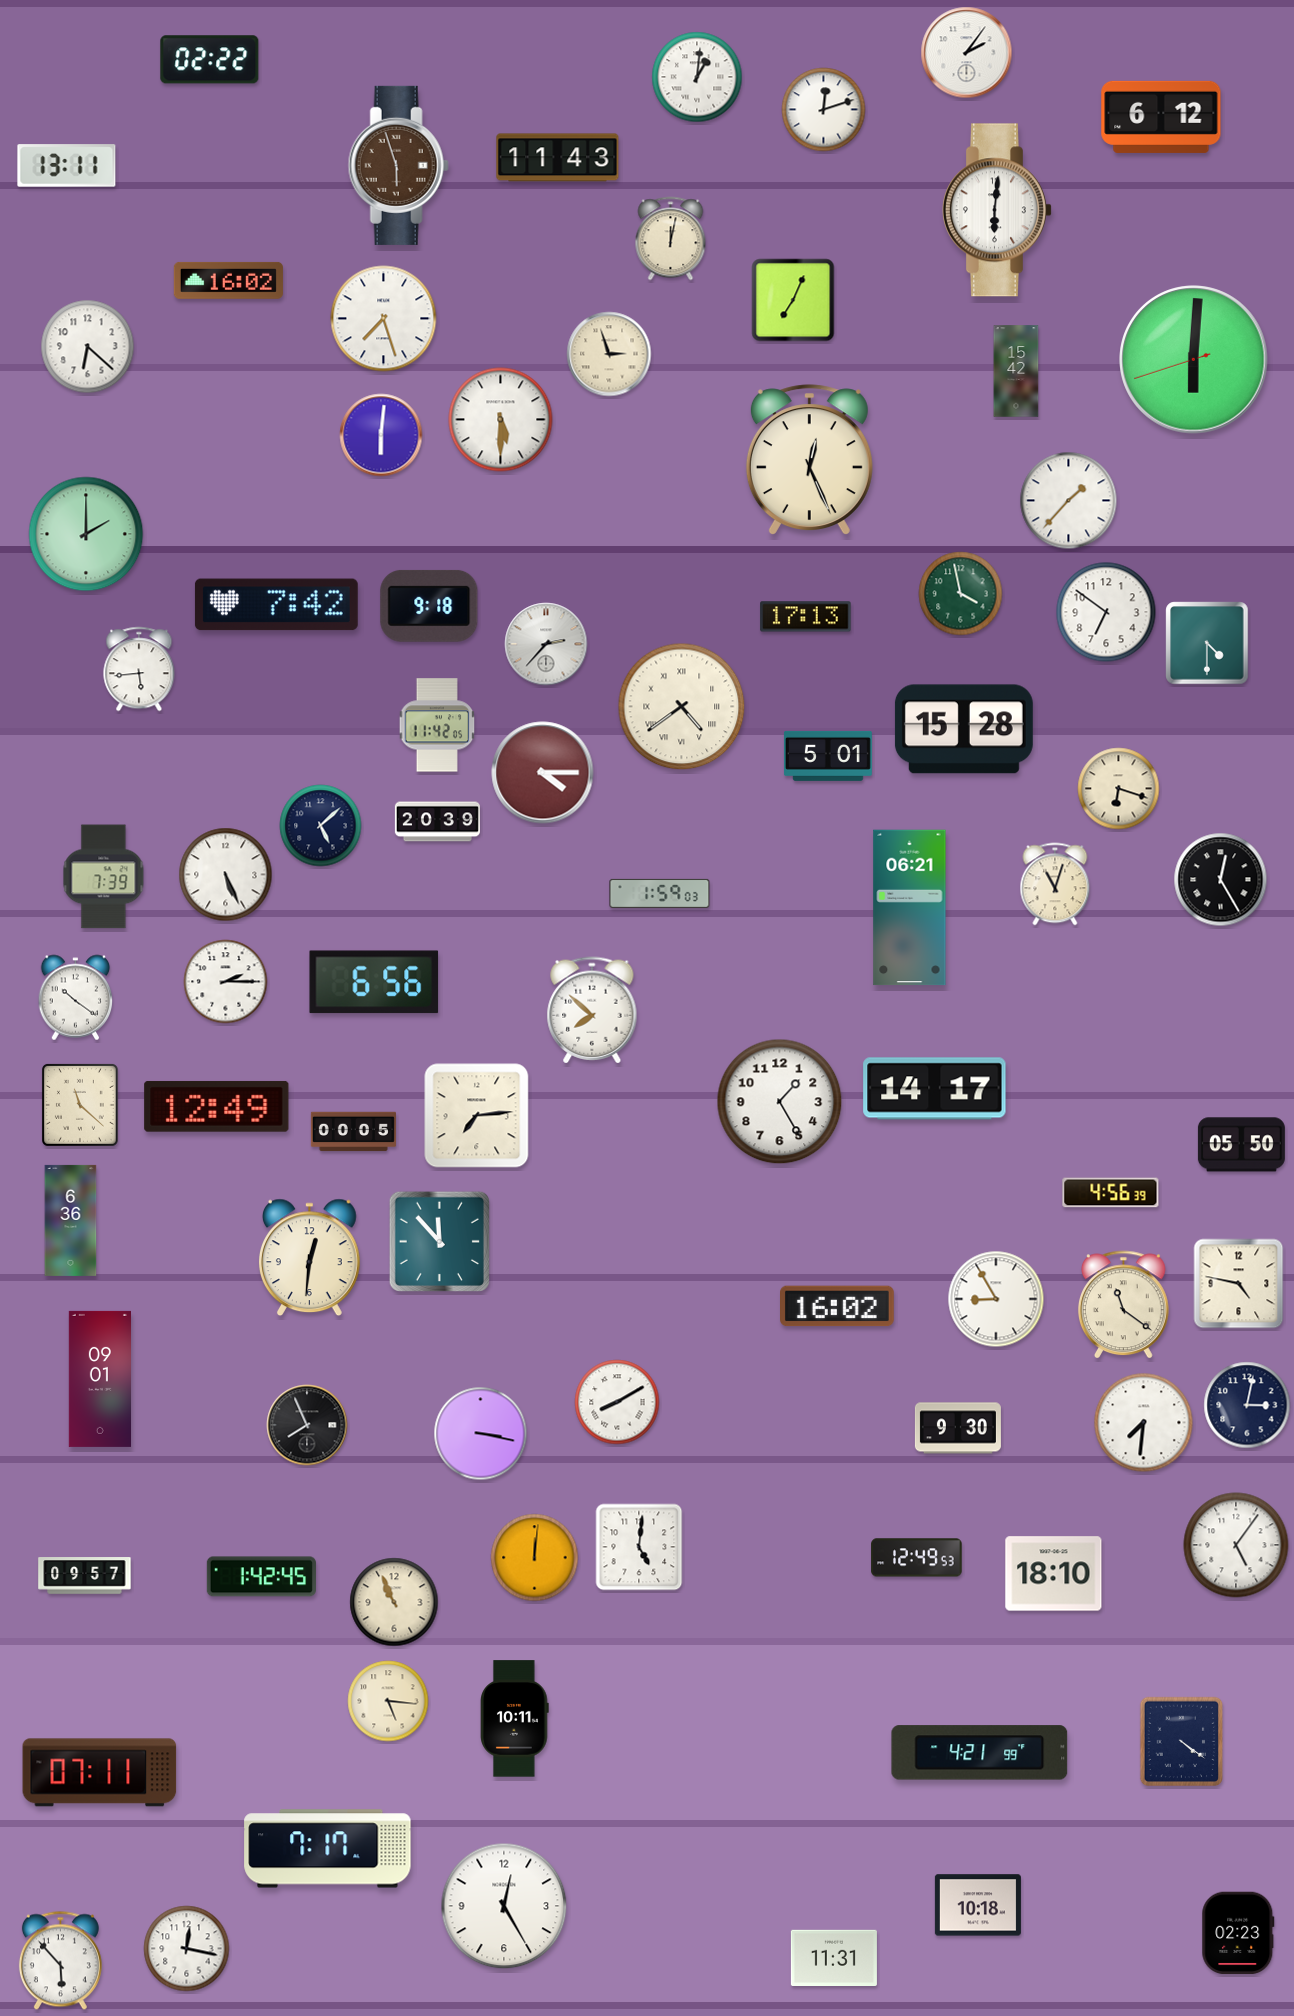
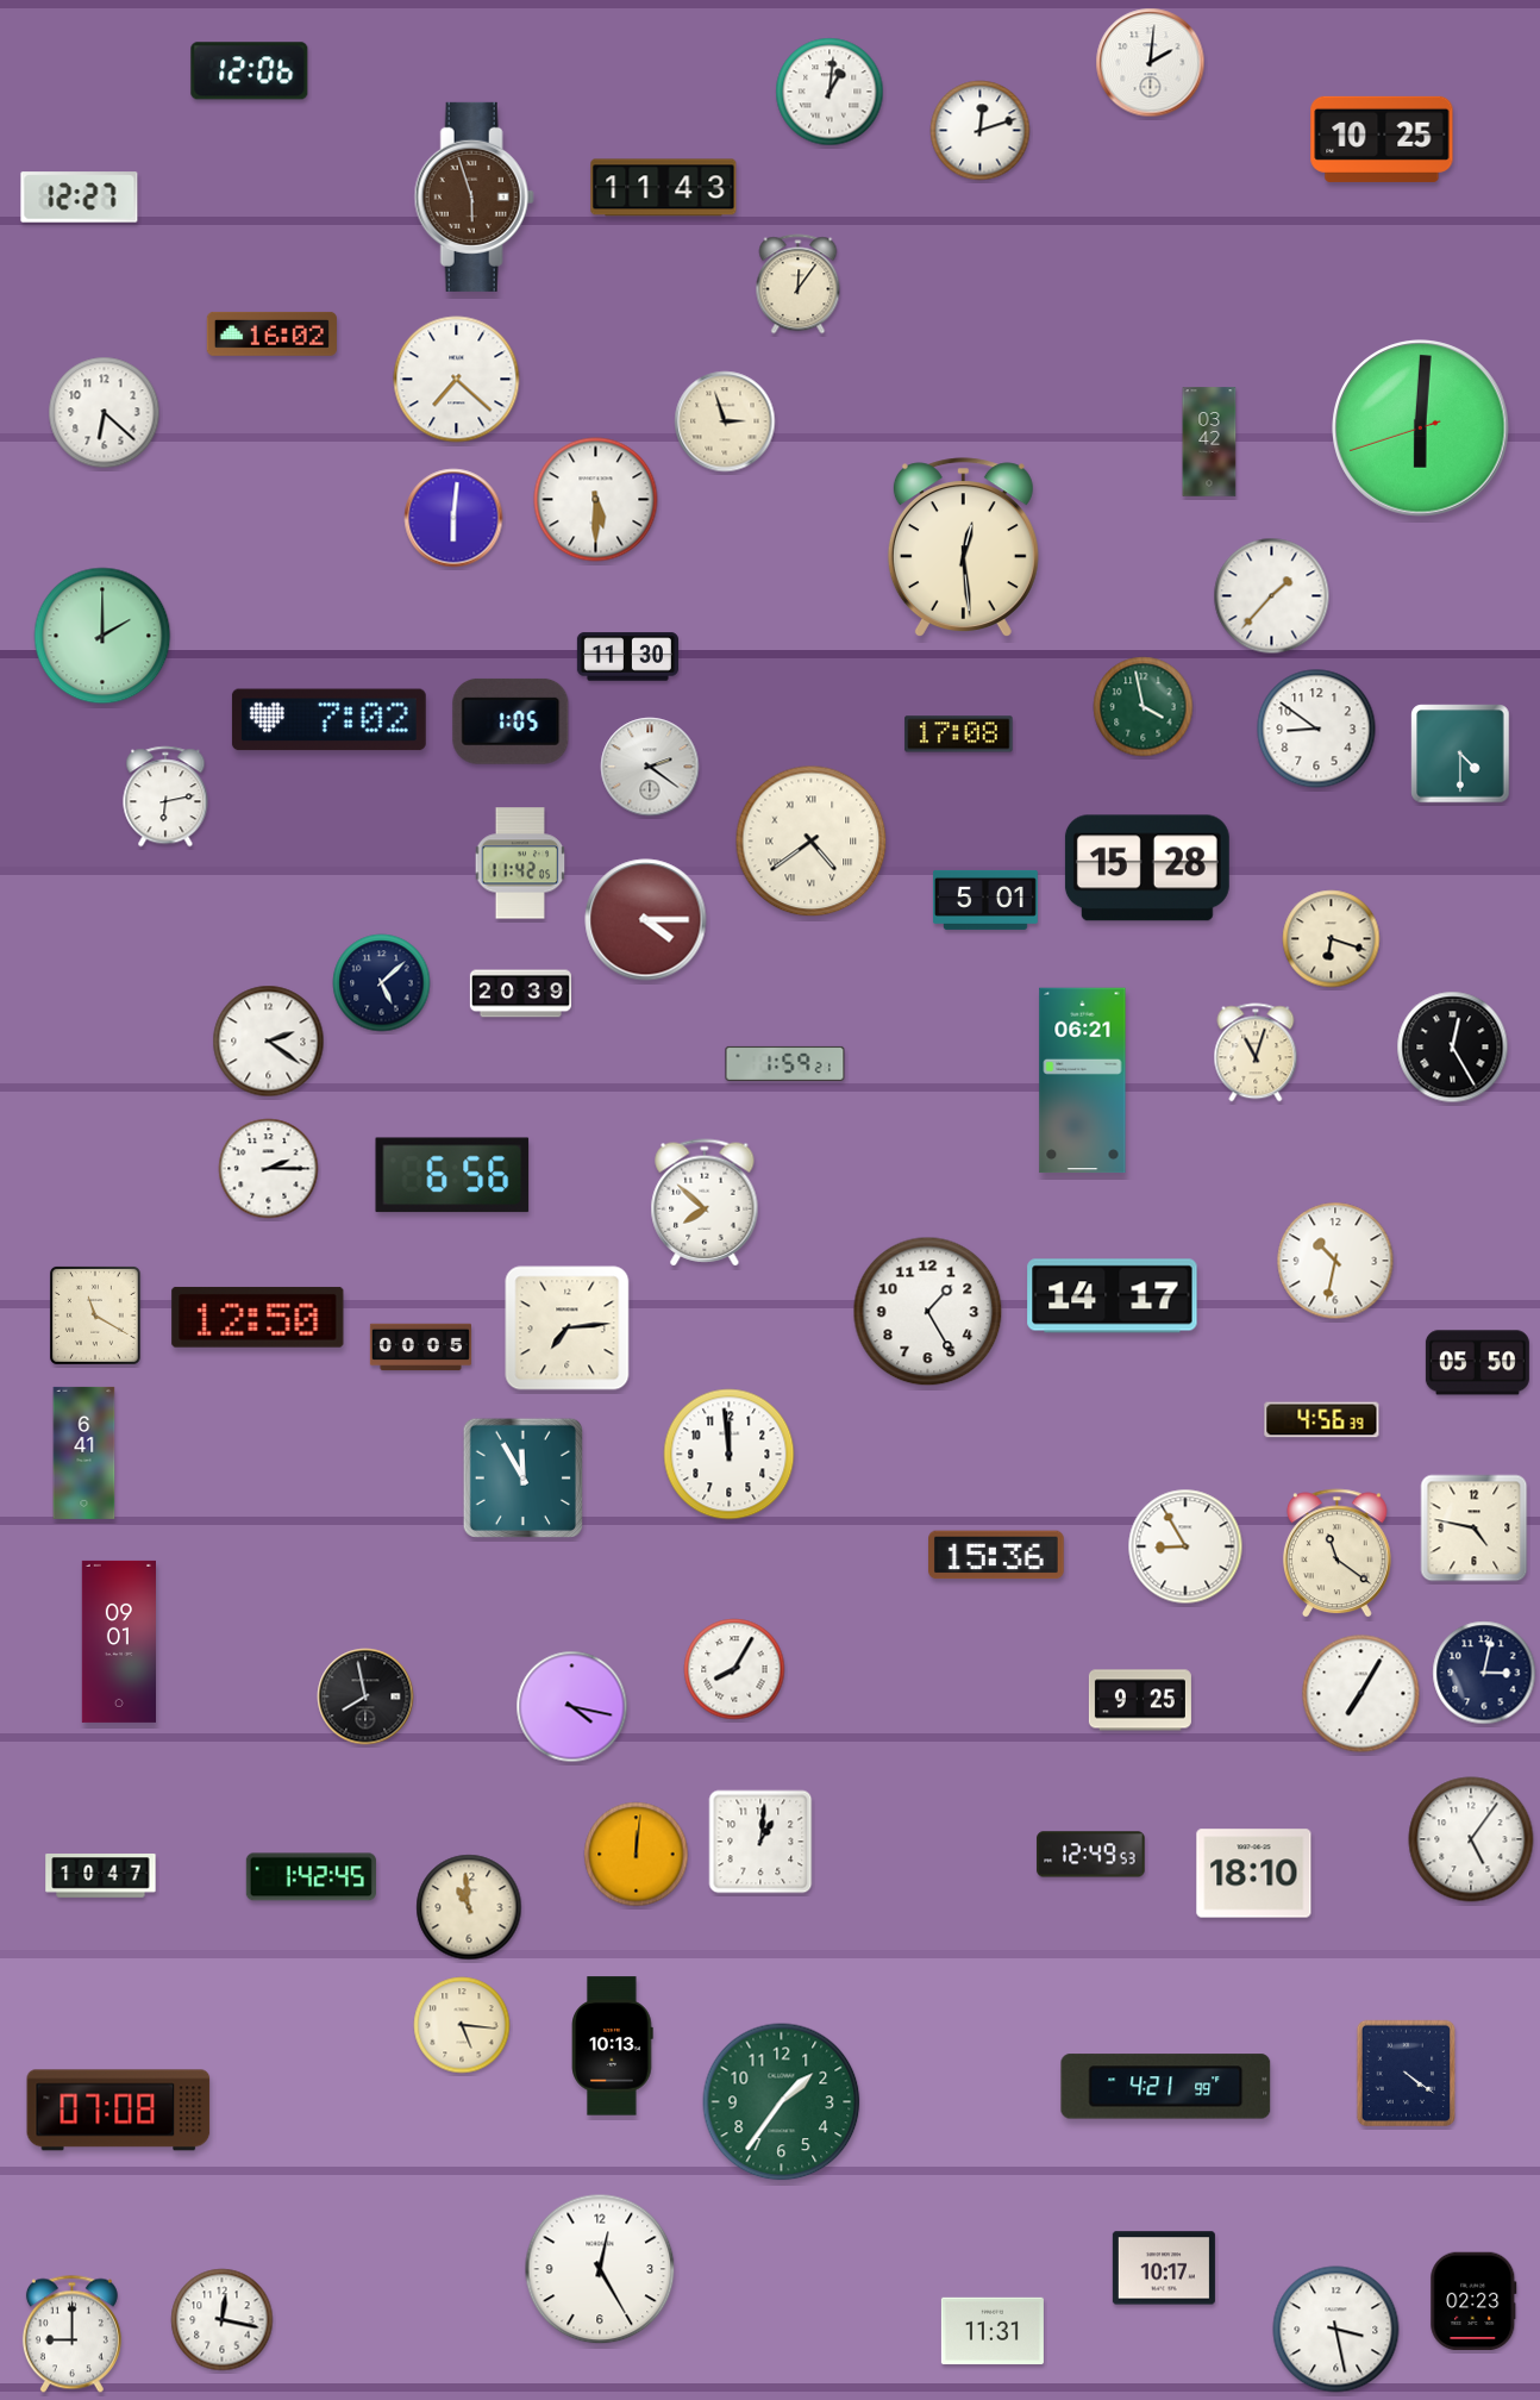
clock at (967, 53): 2:06 -> 2:01
clock at (210, 60): 02:22 -> 12:06
clock at (1161, 117): 6:12 -> 10:25
clock at (67, 166): 13:11 -> 12:27
clock at (997, 210): 6:01 -> none
clock at (671, 239): 12:02 -> 12:06
clock at (793, 300): 7:04 -> none
clock at (384, 319): 7:27 -> 7:22
clock at (1016, 371): 15:42 -> 03:42
clock at (809, 460): 12:26 -> 12:29
clock at (627, 657): none -> 11:30
clock at (276, 605): 7:42 -> 7:02
clock at (429, 606): 9:18 -> 1:05
clock at (1106, 612): 6:51 -> 8:51
clock at (806, 617): 17:13 -> 17:08
clock at (1207, 643) position: (1207, 643) -> (1460, 754)
clock at (546, 644): 2:37 -> 2:21
clock at (139, 669): 5:44 -> 6:13
clock at (437, 822) position: (437, 822) -> (520, 994)
clock at (226, 875): 5:26 -> 2:21
clock at (104, 877): 7:39 -> none
clock at (660, 893): 1:59:03 -> 1:59:21
clock at (374, 982) position: (374, 982) -> (452, 1175)
clock at (76, 998): 10:21 -> none
clock at (1335, 1261): none -> 10:32
clock at (80, 1105): 11:22 -> 11:20
clock at (217, 1106): 12:49 -> 12:50
clock at (71, 1220): 6:36 -> 6:41
clock at (730, 1455): none -> 11:59
clock at (439, 1241): 11:53 -> 11:55
clock at (310, 1258): 12:31 -> none
clock at (838, 1306): 16:02 -> 15:36
clock at (617, 1402): 8:10 -> 8:05
clock at (1144, 1423): 7:31 -> 7:05
clock at (307, 1425): 7:56 -> 7:58
clock at (958, 1428): 9:30 -> 9:25
clock at (481, 1434): 3:17 -> 4:17
clock at (639, 1547): 5:01 -> 1:01
clock at (85, 1576): 09:57 -> 10:47
clock at (394, 1602): 10:56 -> 10:59
clock at (515, 1719): 10:11 -> 10:13
clock at (782, 2102): none -> 1:36
clock at (100, 1773): 07:11 -> 07:08
clock at (328, 1849): 7:17 -> none
clock at (978, 1905): 10:18 -> 10:17
clock at (1336, 2330): none -> 3:28
clock at (60, 1961): 5:53 -> 9:00
